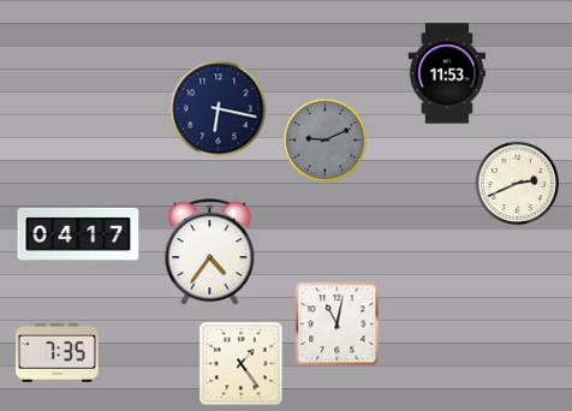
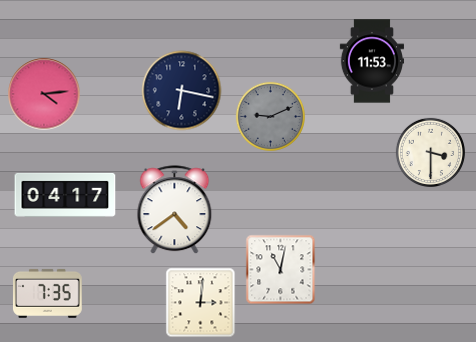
clock at (44, 94): none -> 4:14
clock at (517, 183): 2:41 -> 3:30
clock at (210, 252): 4:36 -> 4:39
clock at (242, 364): 1:24 -> 3:01
